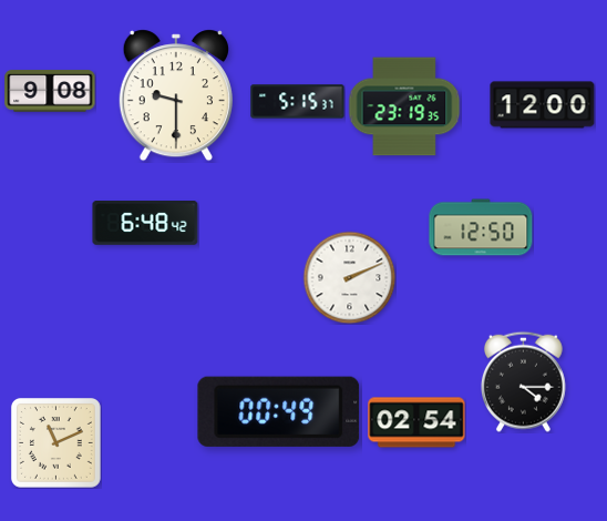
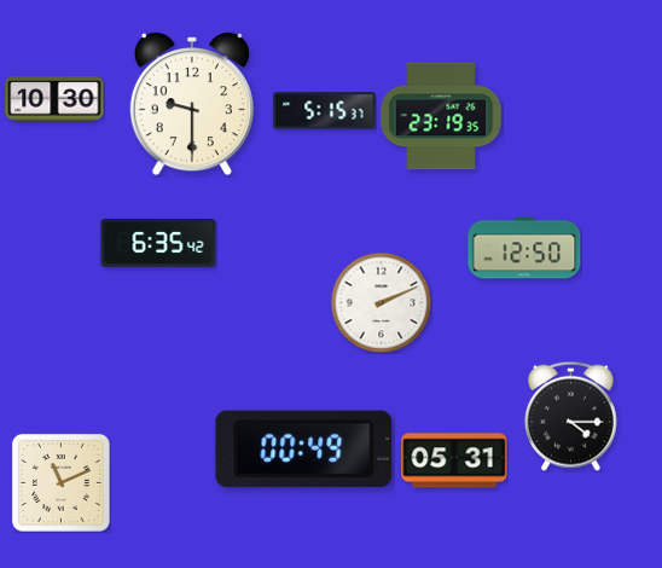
clock at (50, 91): 9:08 -> 10:30
clock at (543, 105): 12:00 -> none
clock at (145, 223): 6:48 -> 6:35
clock at (416, 422): 02:54 -> 05:31
